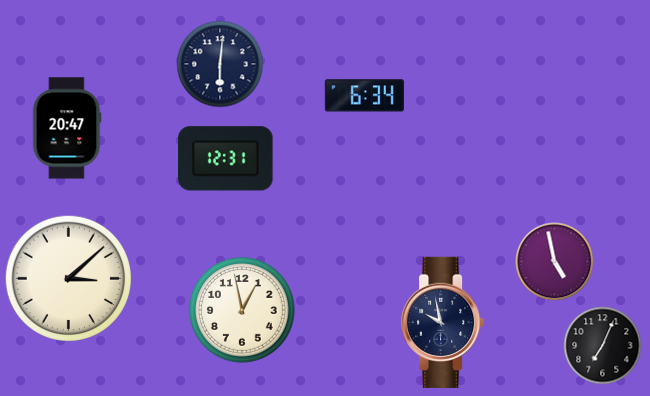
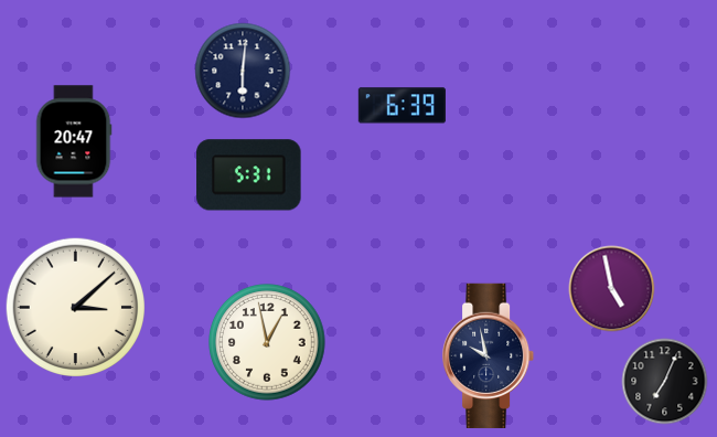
clock at (364, 96): 6:34 -> 6:39
clock at (226, 159): 12:31 -> 5:31
